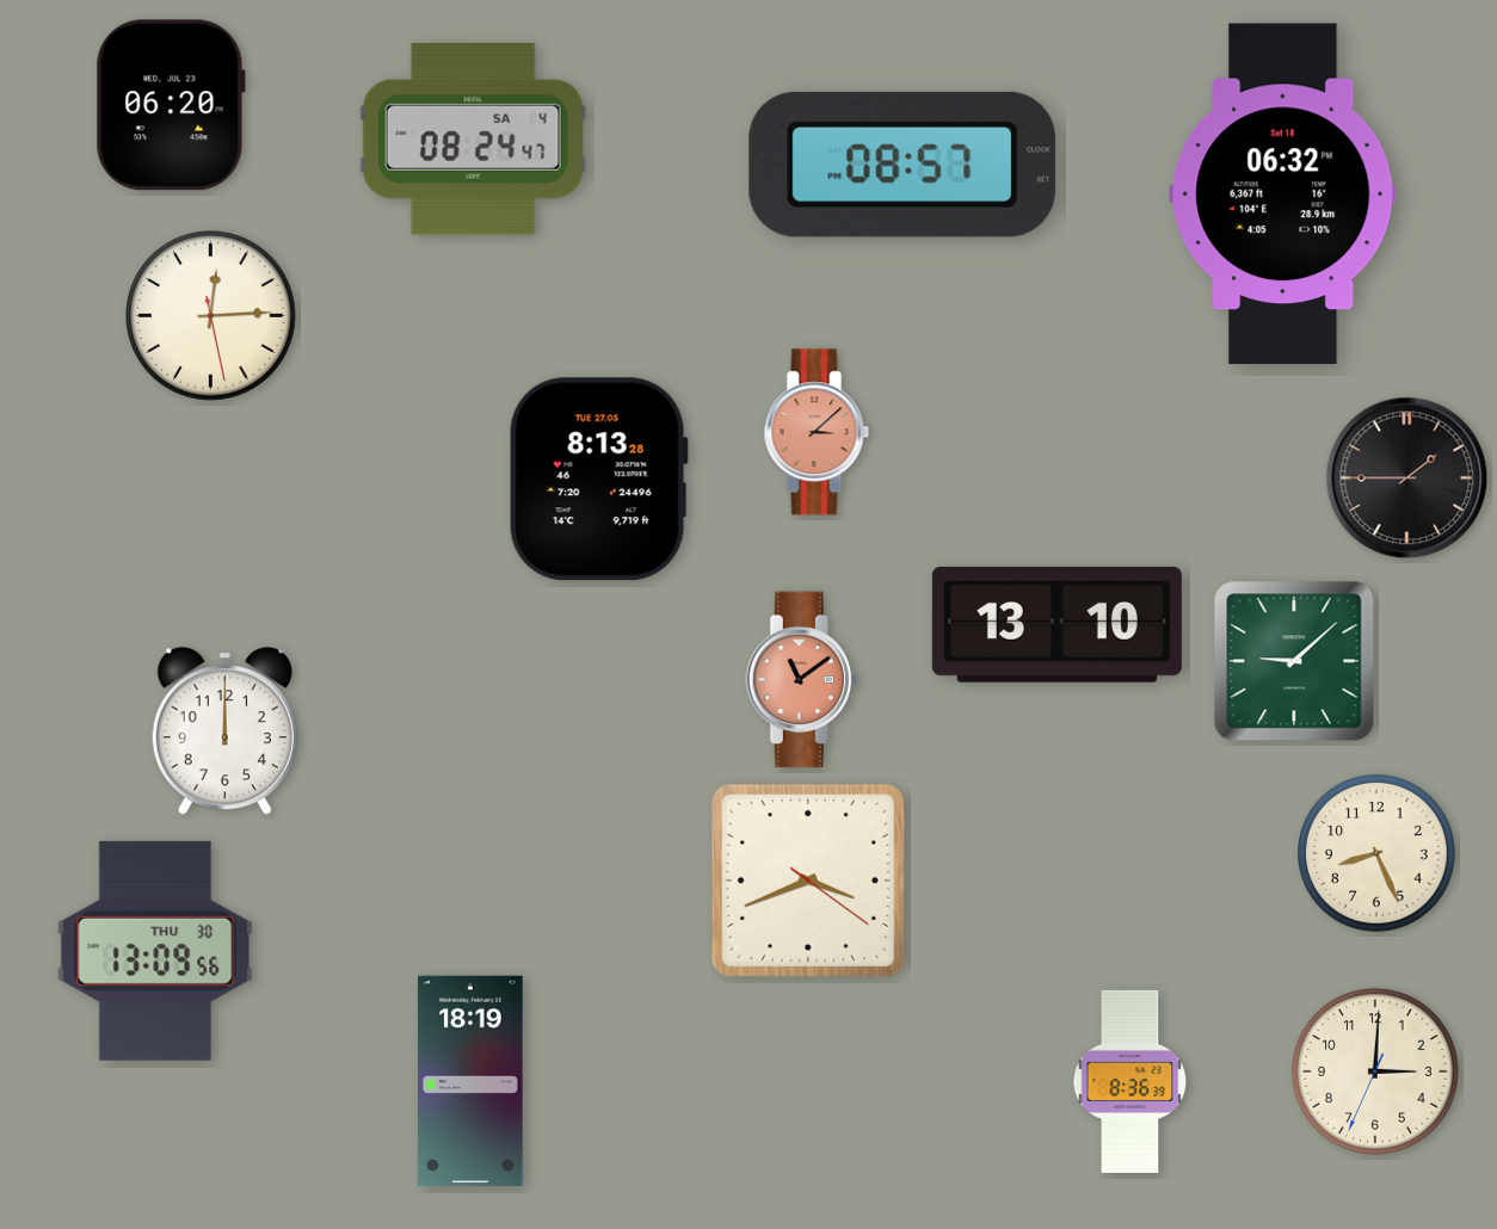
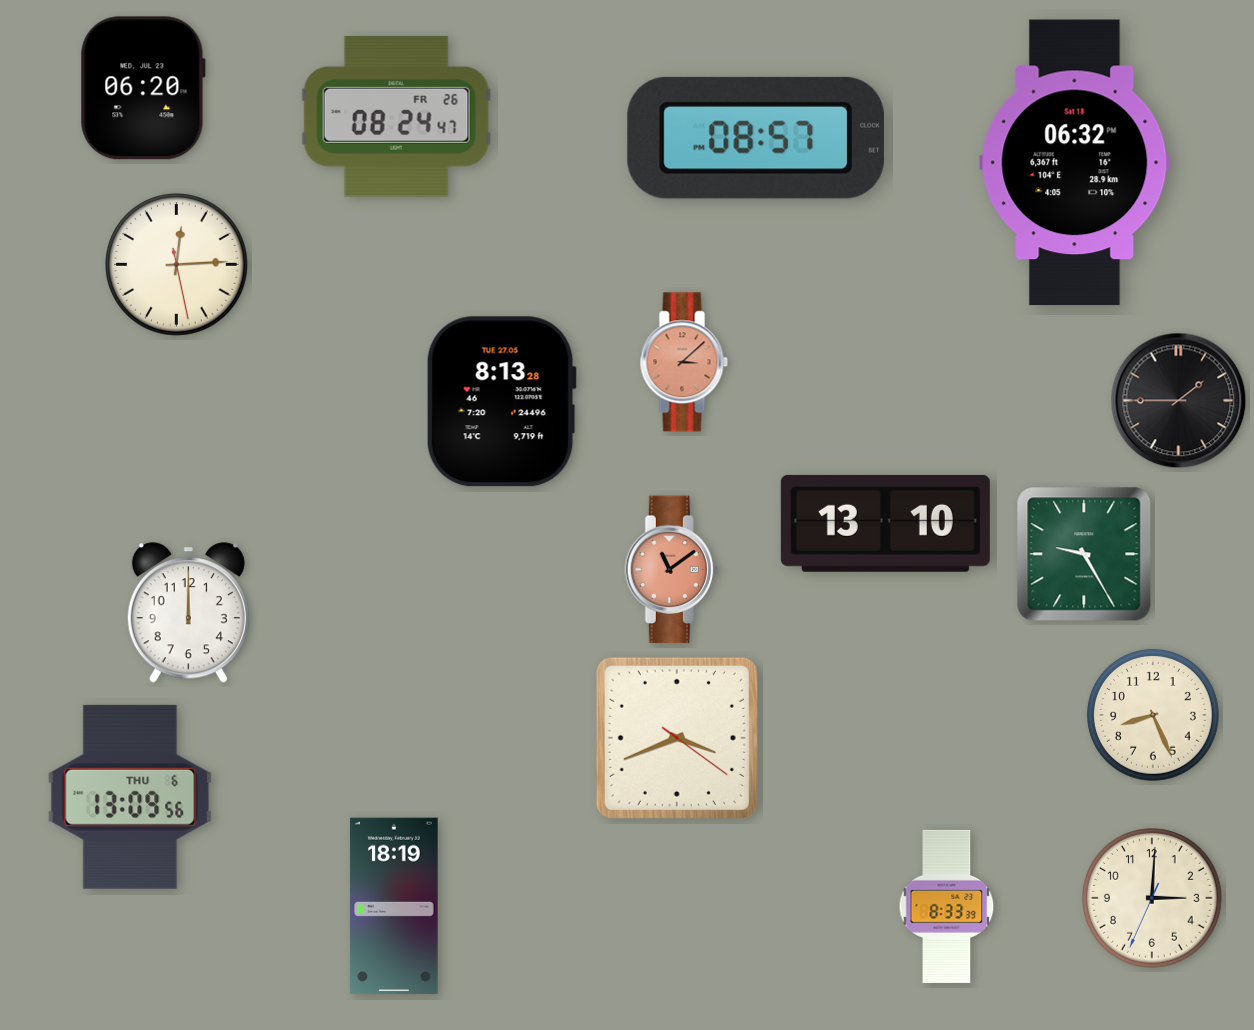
clock at (473, 138) date: SA 4 -> FR 26
clock at (1294, 661): 9:08 -> 9:25
clock at (155, 951) date: THU 30 -> THU 6
clock at (1131, 1081): 8:36 -> 8:33
